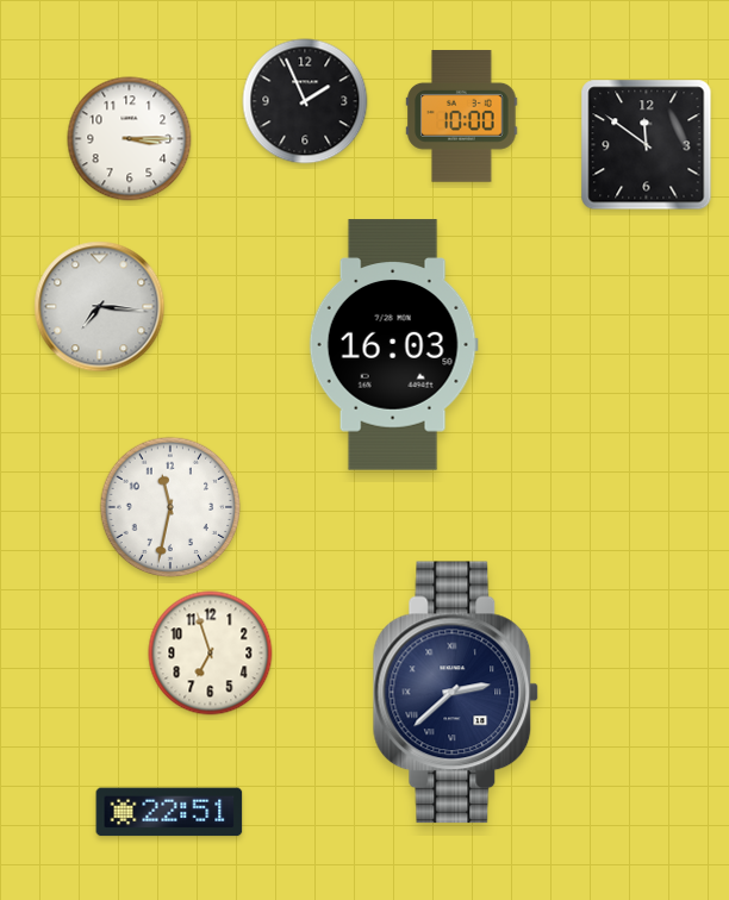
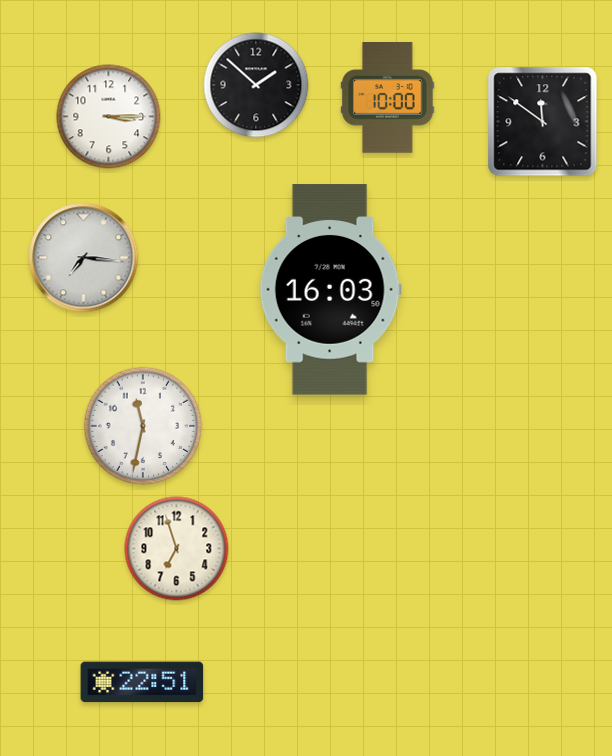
clock at (305, 101): 1:56 -> 1:52
clock at (456, 693): 2:38 -> none
